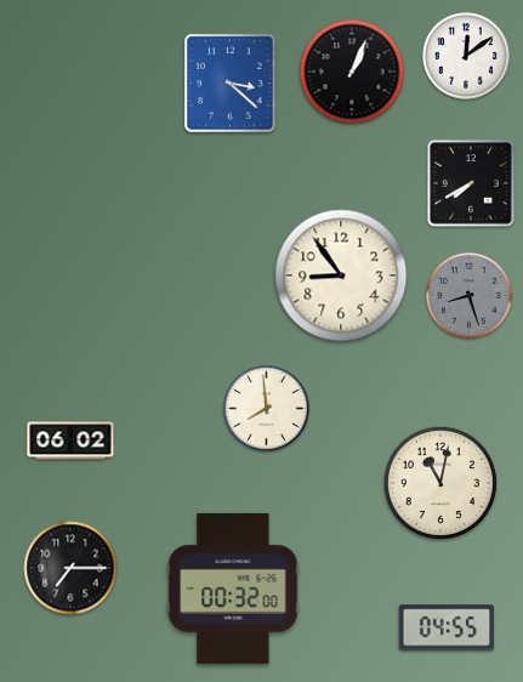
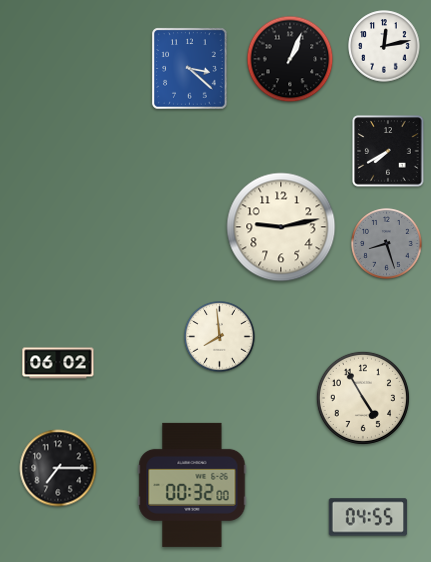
clock at (466, 56): 12:09 -> 12:13
clock at (341, 275): 8:54 -> 9:13
clock at (440, 483): 11:02 -> 4:55
